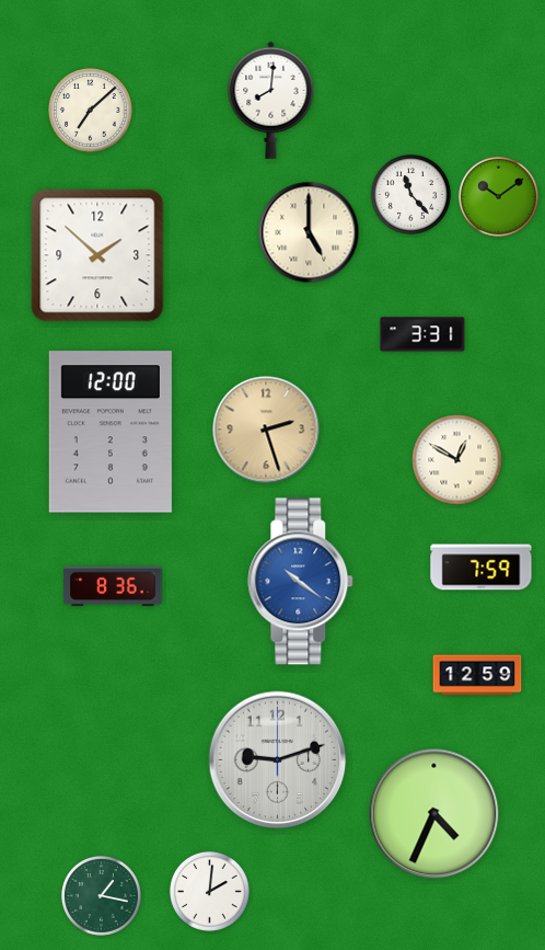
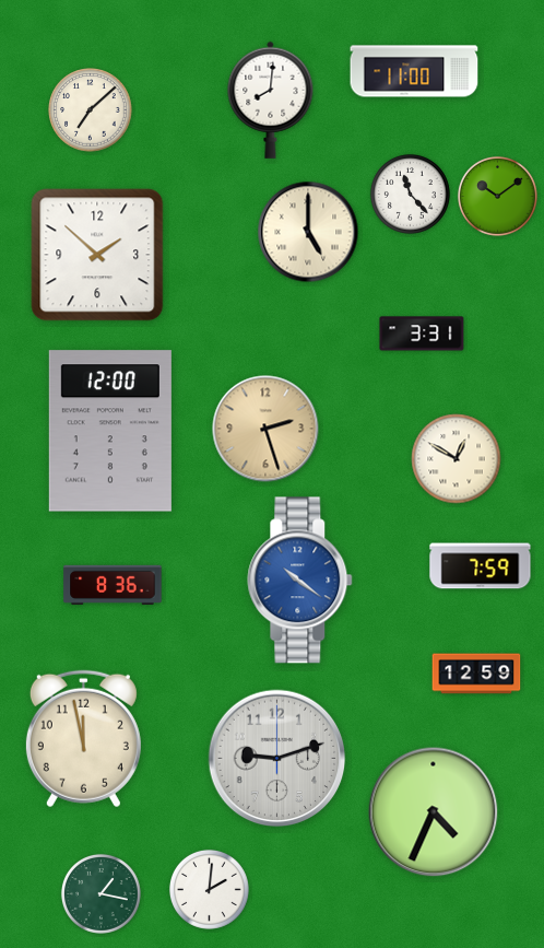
clock at (414, 71): none -> 11:00
clock at (83, 739): none -> 11:58
